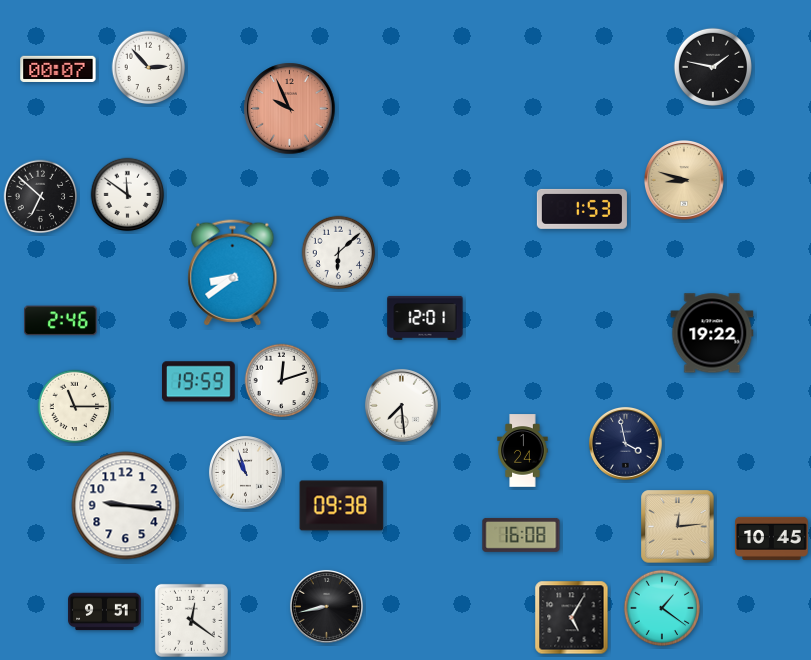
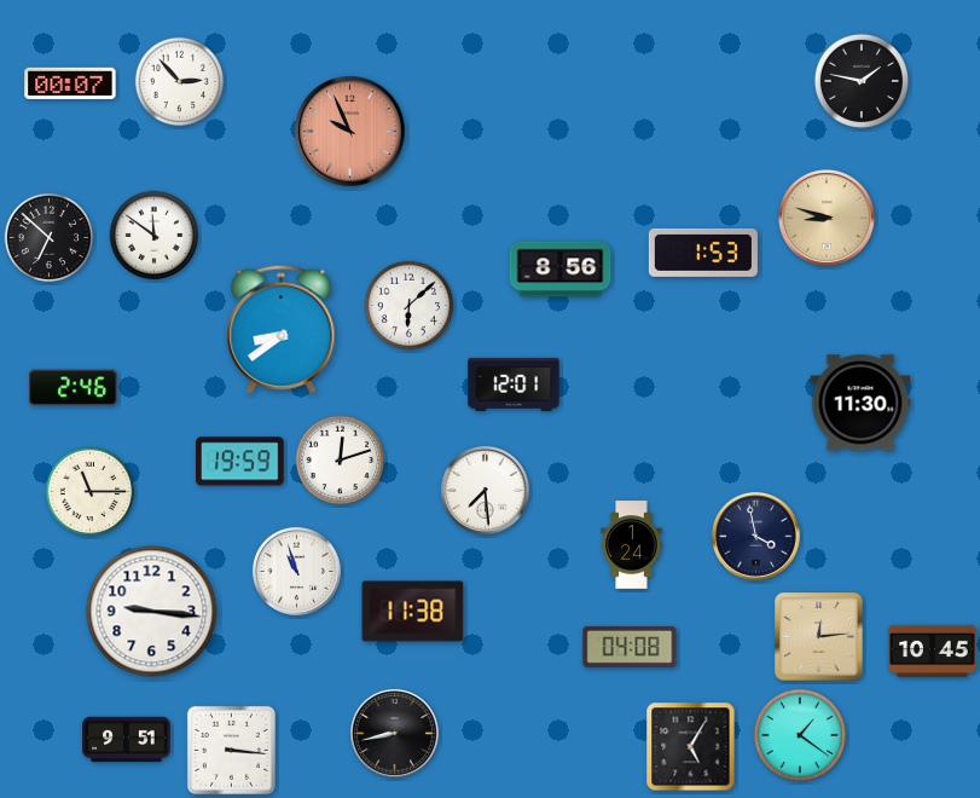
clock at (561, 270): none -> 8:56
clock at (712, 333): 19:22 -> 11:30
clock at (342, 506): 09:38 -> 11:38
clock at (521, 535): 16:08 -> 04:08
clock at (191, 620): 12:21 -> 3:16
